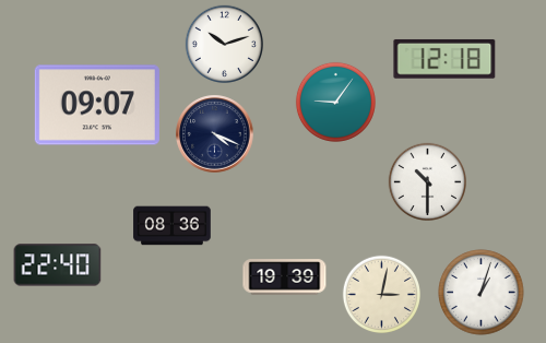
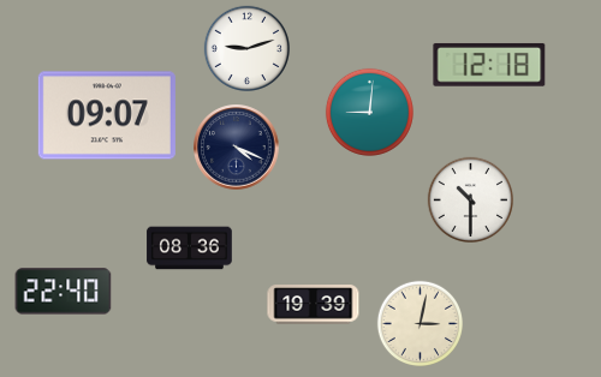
clock at (224, 44): 10:12 -> 9:12
clock at (335, 102): 9:06 -> 9:01
clock at (482, 293): 1:03 -> none
